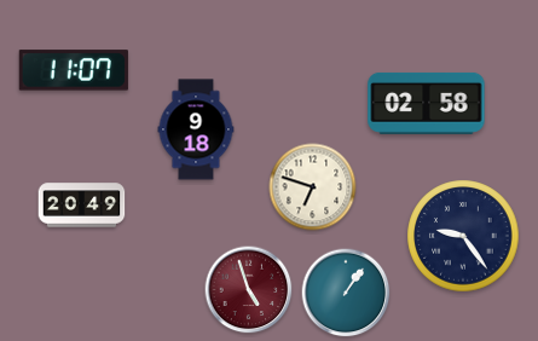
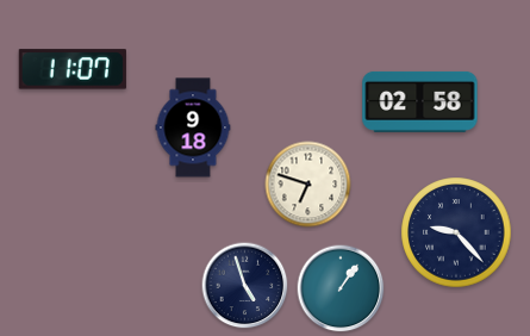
clock at (82, 206): 20:49 -> none
clock at (463, 236): 9:24 -> 9:23
clock at (249, 290) dial: burgundy -> navy
